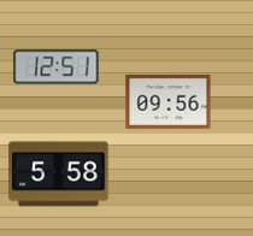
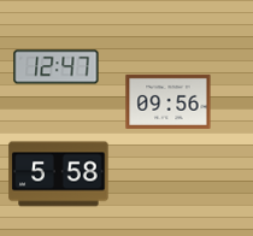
clock at (57, 67): 12:51 -> 12:47
